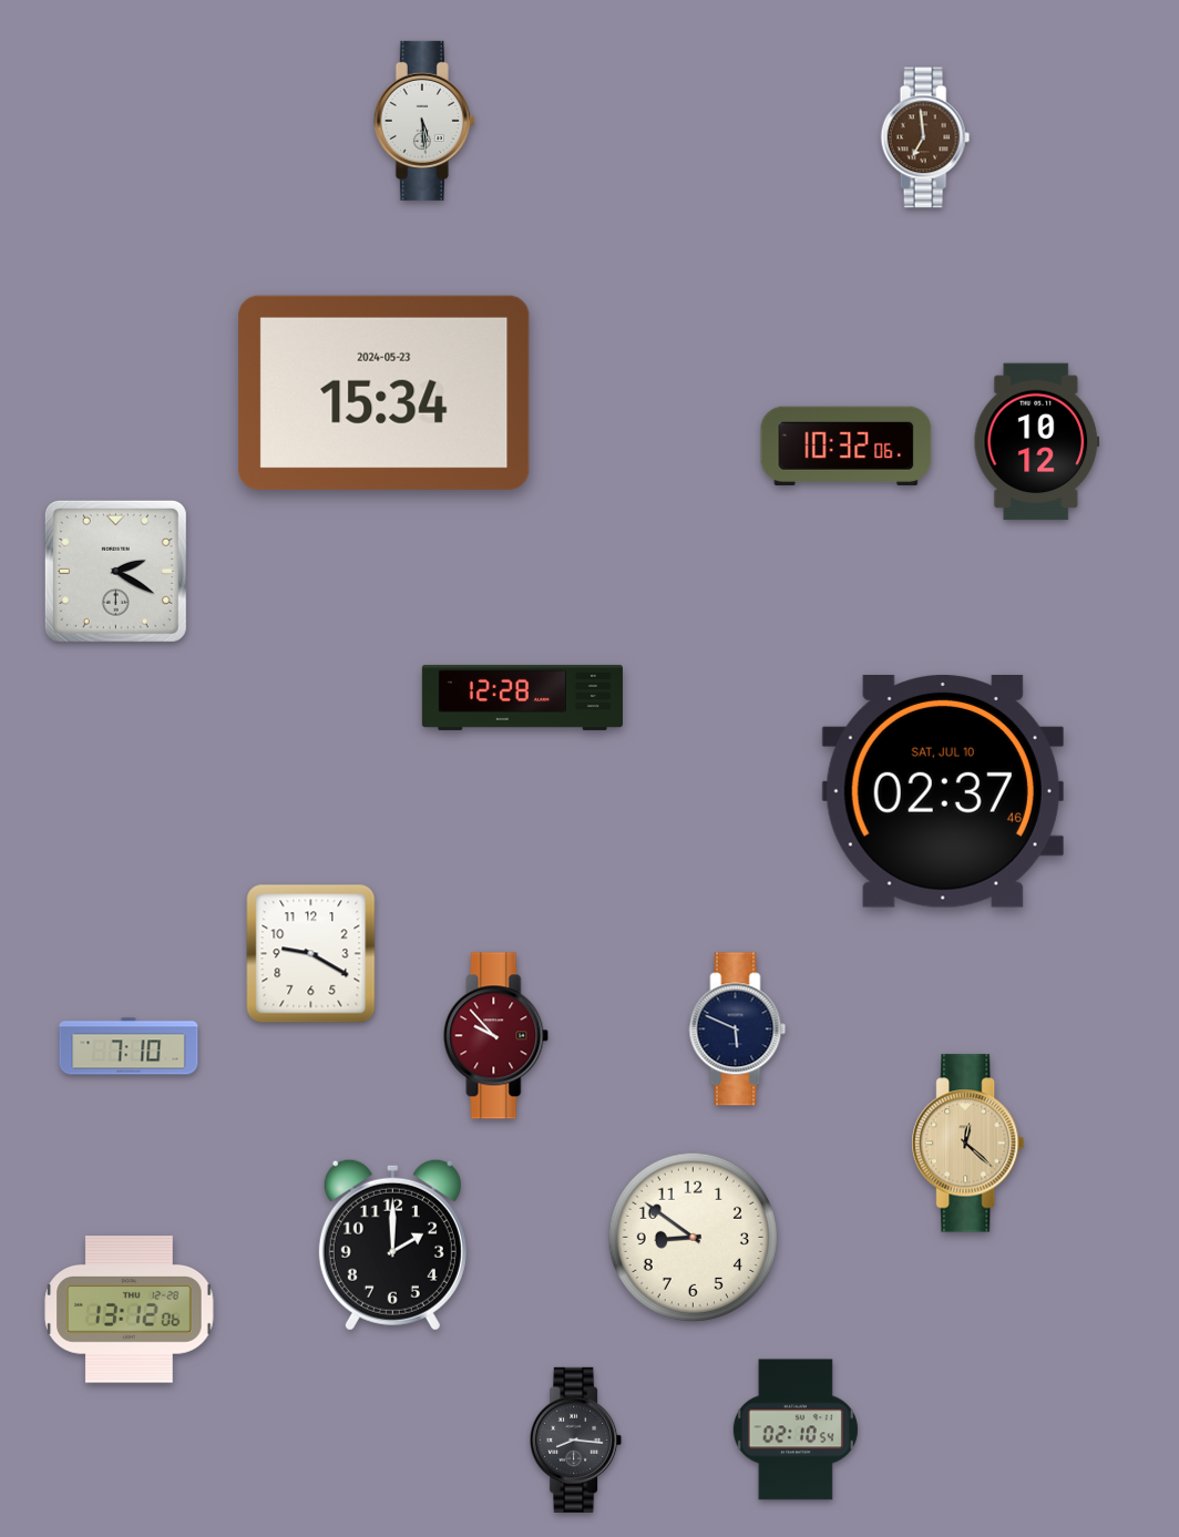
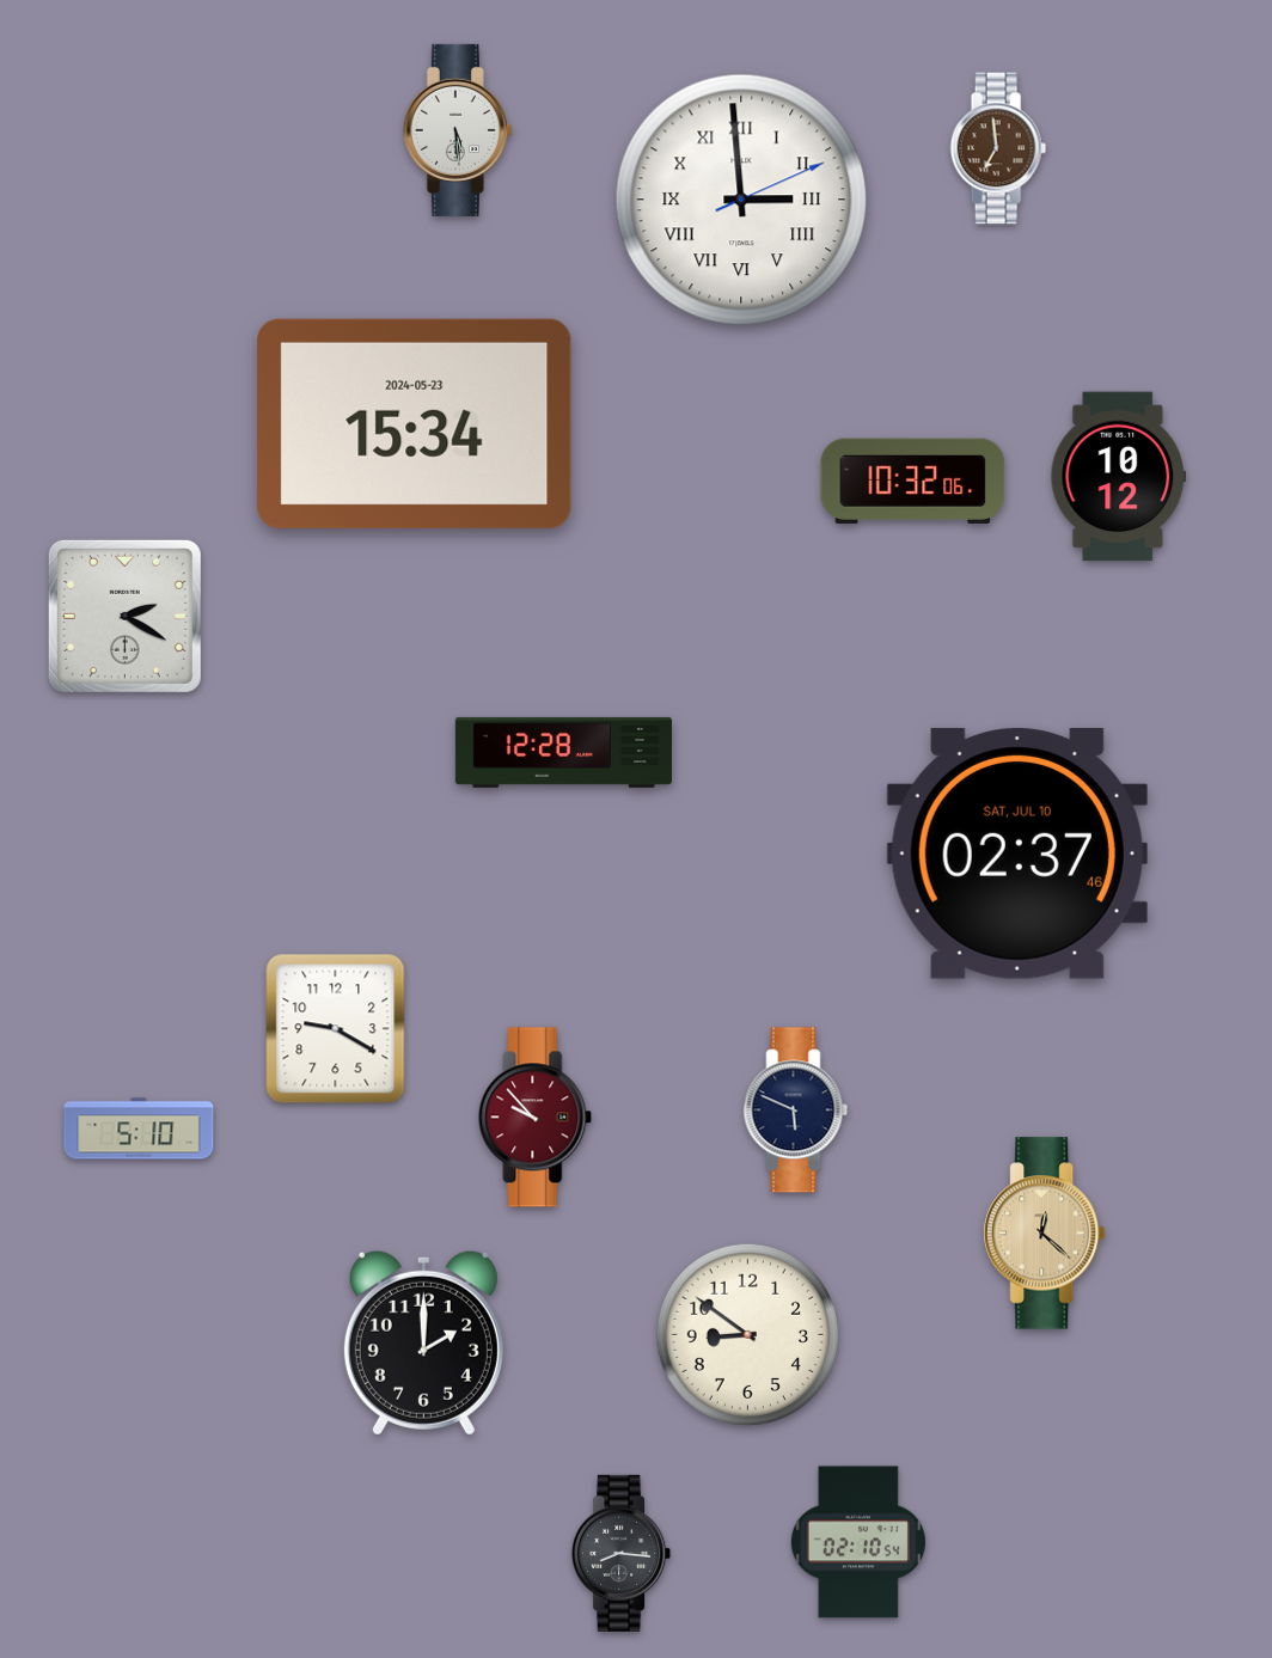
clock at (741, 200): none -> 2:59
clock at (129, 1046): 7:10 -> 5:10
clock at (130, 1310): 13:12 -> none
